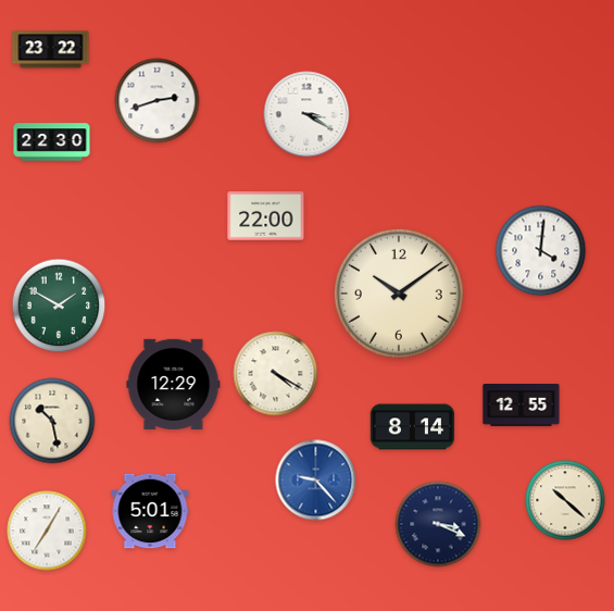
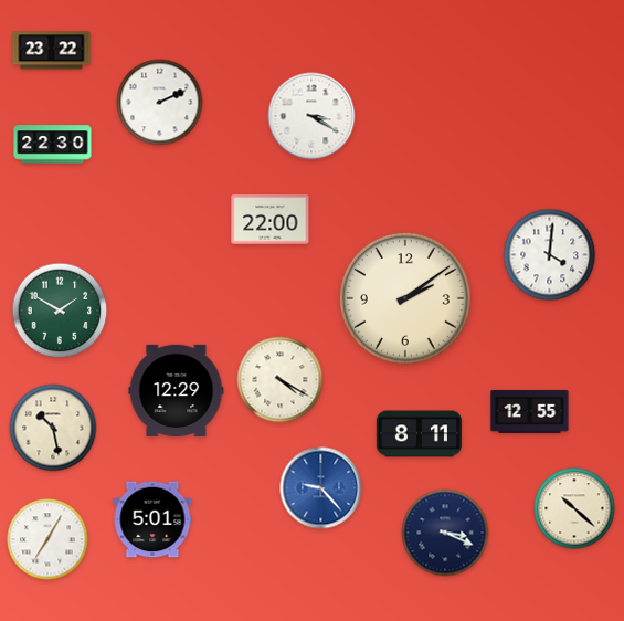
clock at (158, 101): 2:42 -> 2:11
clock at (399, 294): 10:09 -> 2:09
clock at (413, 427): 8:14 -> 8:11
